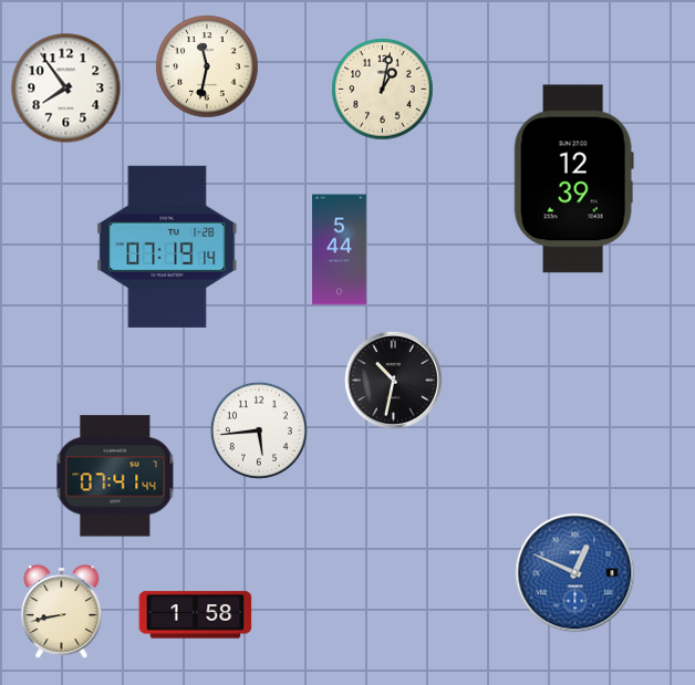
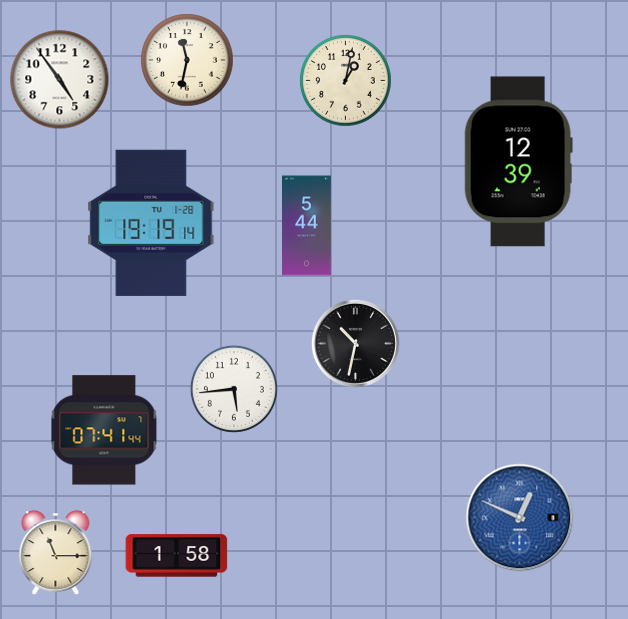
clock at (66, 89): 7:54 -> 4:54
clock at (167, 247): 07:19 -> 19:19
clock at (62, 612): 8:43 -> 11:15
